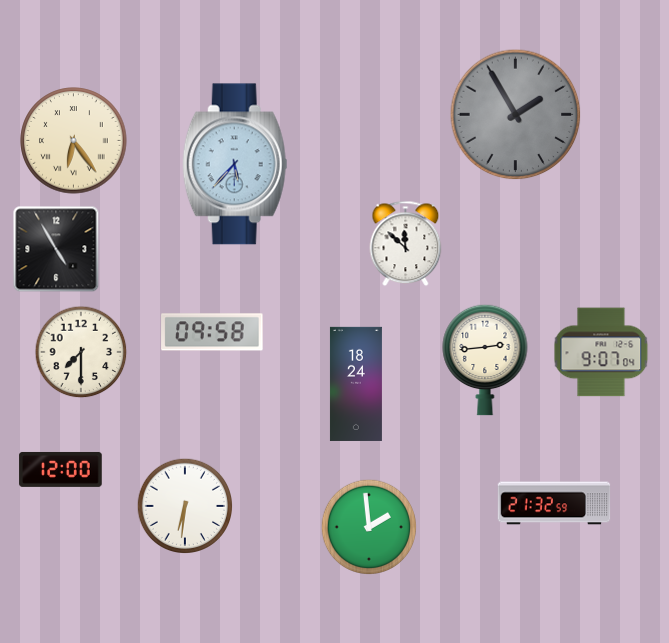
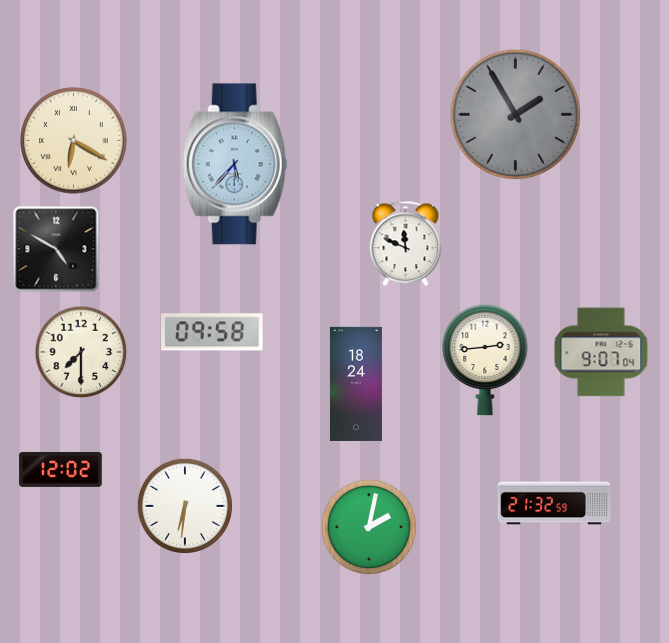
clock at (74, 141): 6:24 -> 6:20
clock at (406, 244): 11:52 -> 11:49
clock at (56, 249): 4:55 -> 4:50
clock at (61, 469): 12:00 -> 12:02
clock at (369, 527): 1:59 -> 2:02
